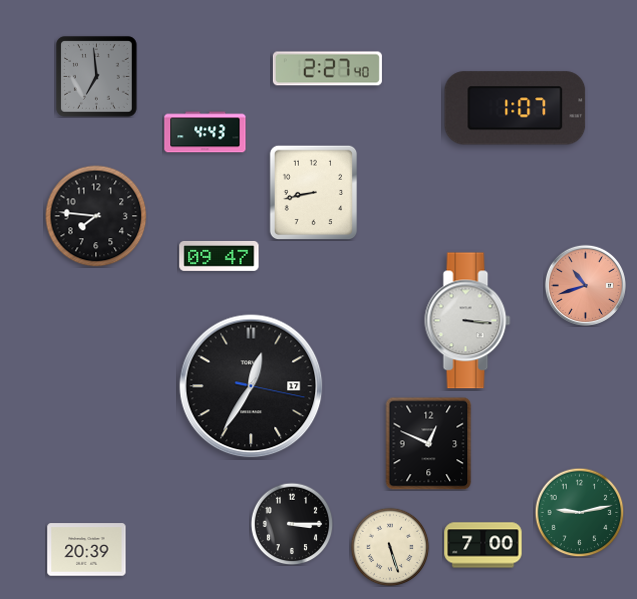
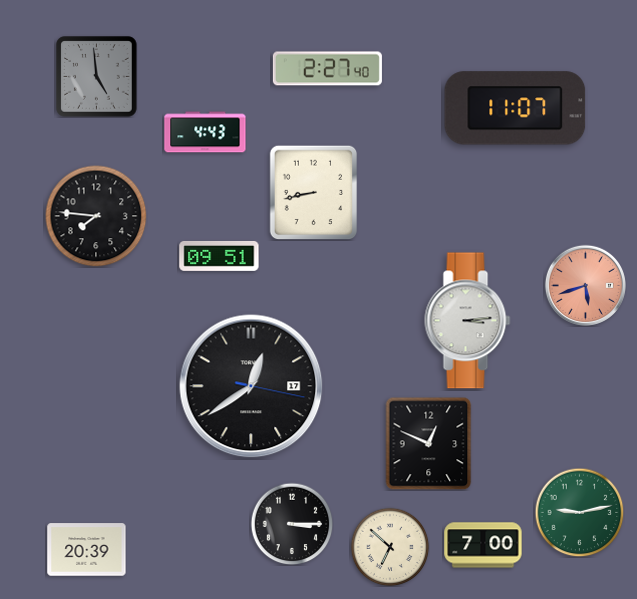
clock at (97, 77): 6:59 -> 4:59
clock at (515, 108): 1:07 -> 11:07
clock at (219, 256): 09:47 -> 09:51
clock at (585, 285): 10:42 -> 5:42
clock at (468, 321): 3:16 -> 3:14
clock at (251, 386): 12:35 -> 12:39
clock at (390, 547): 5:27 -> 6:52
